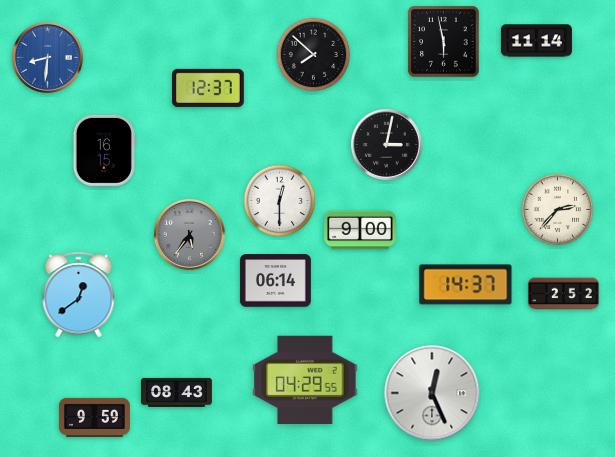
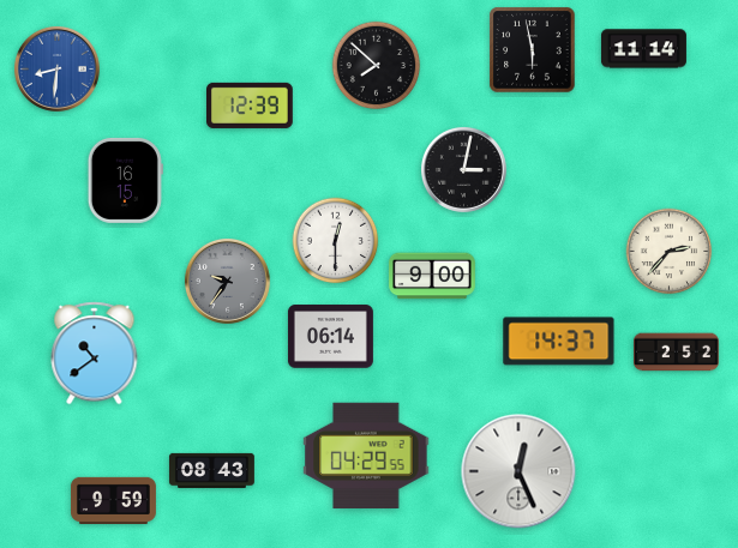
clock at (209, 88): 12:37 -> 12:39
clock at (386, 144) position: (386, 144) -> (463, 169)
clock at (189, 234): 5:36 -> 9:36
clock at (79, 295): 12:39 -> 10:39
